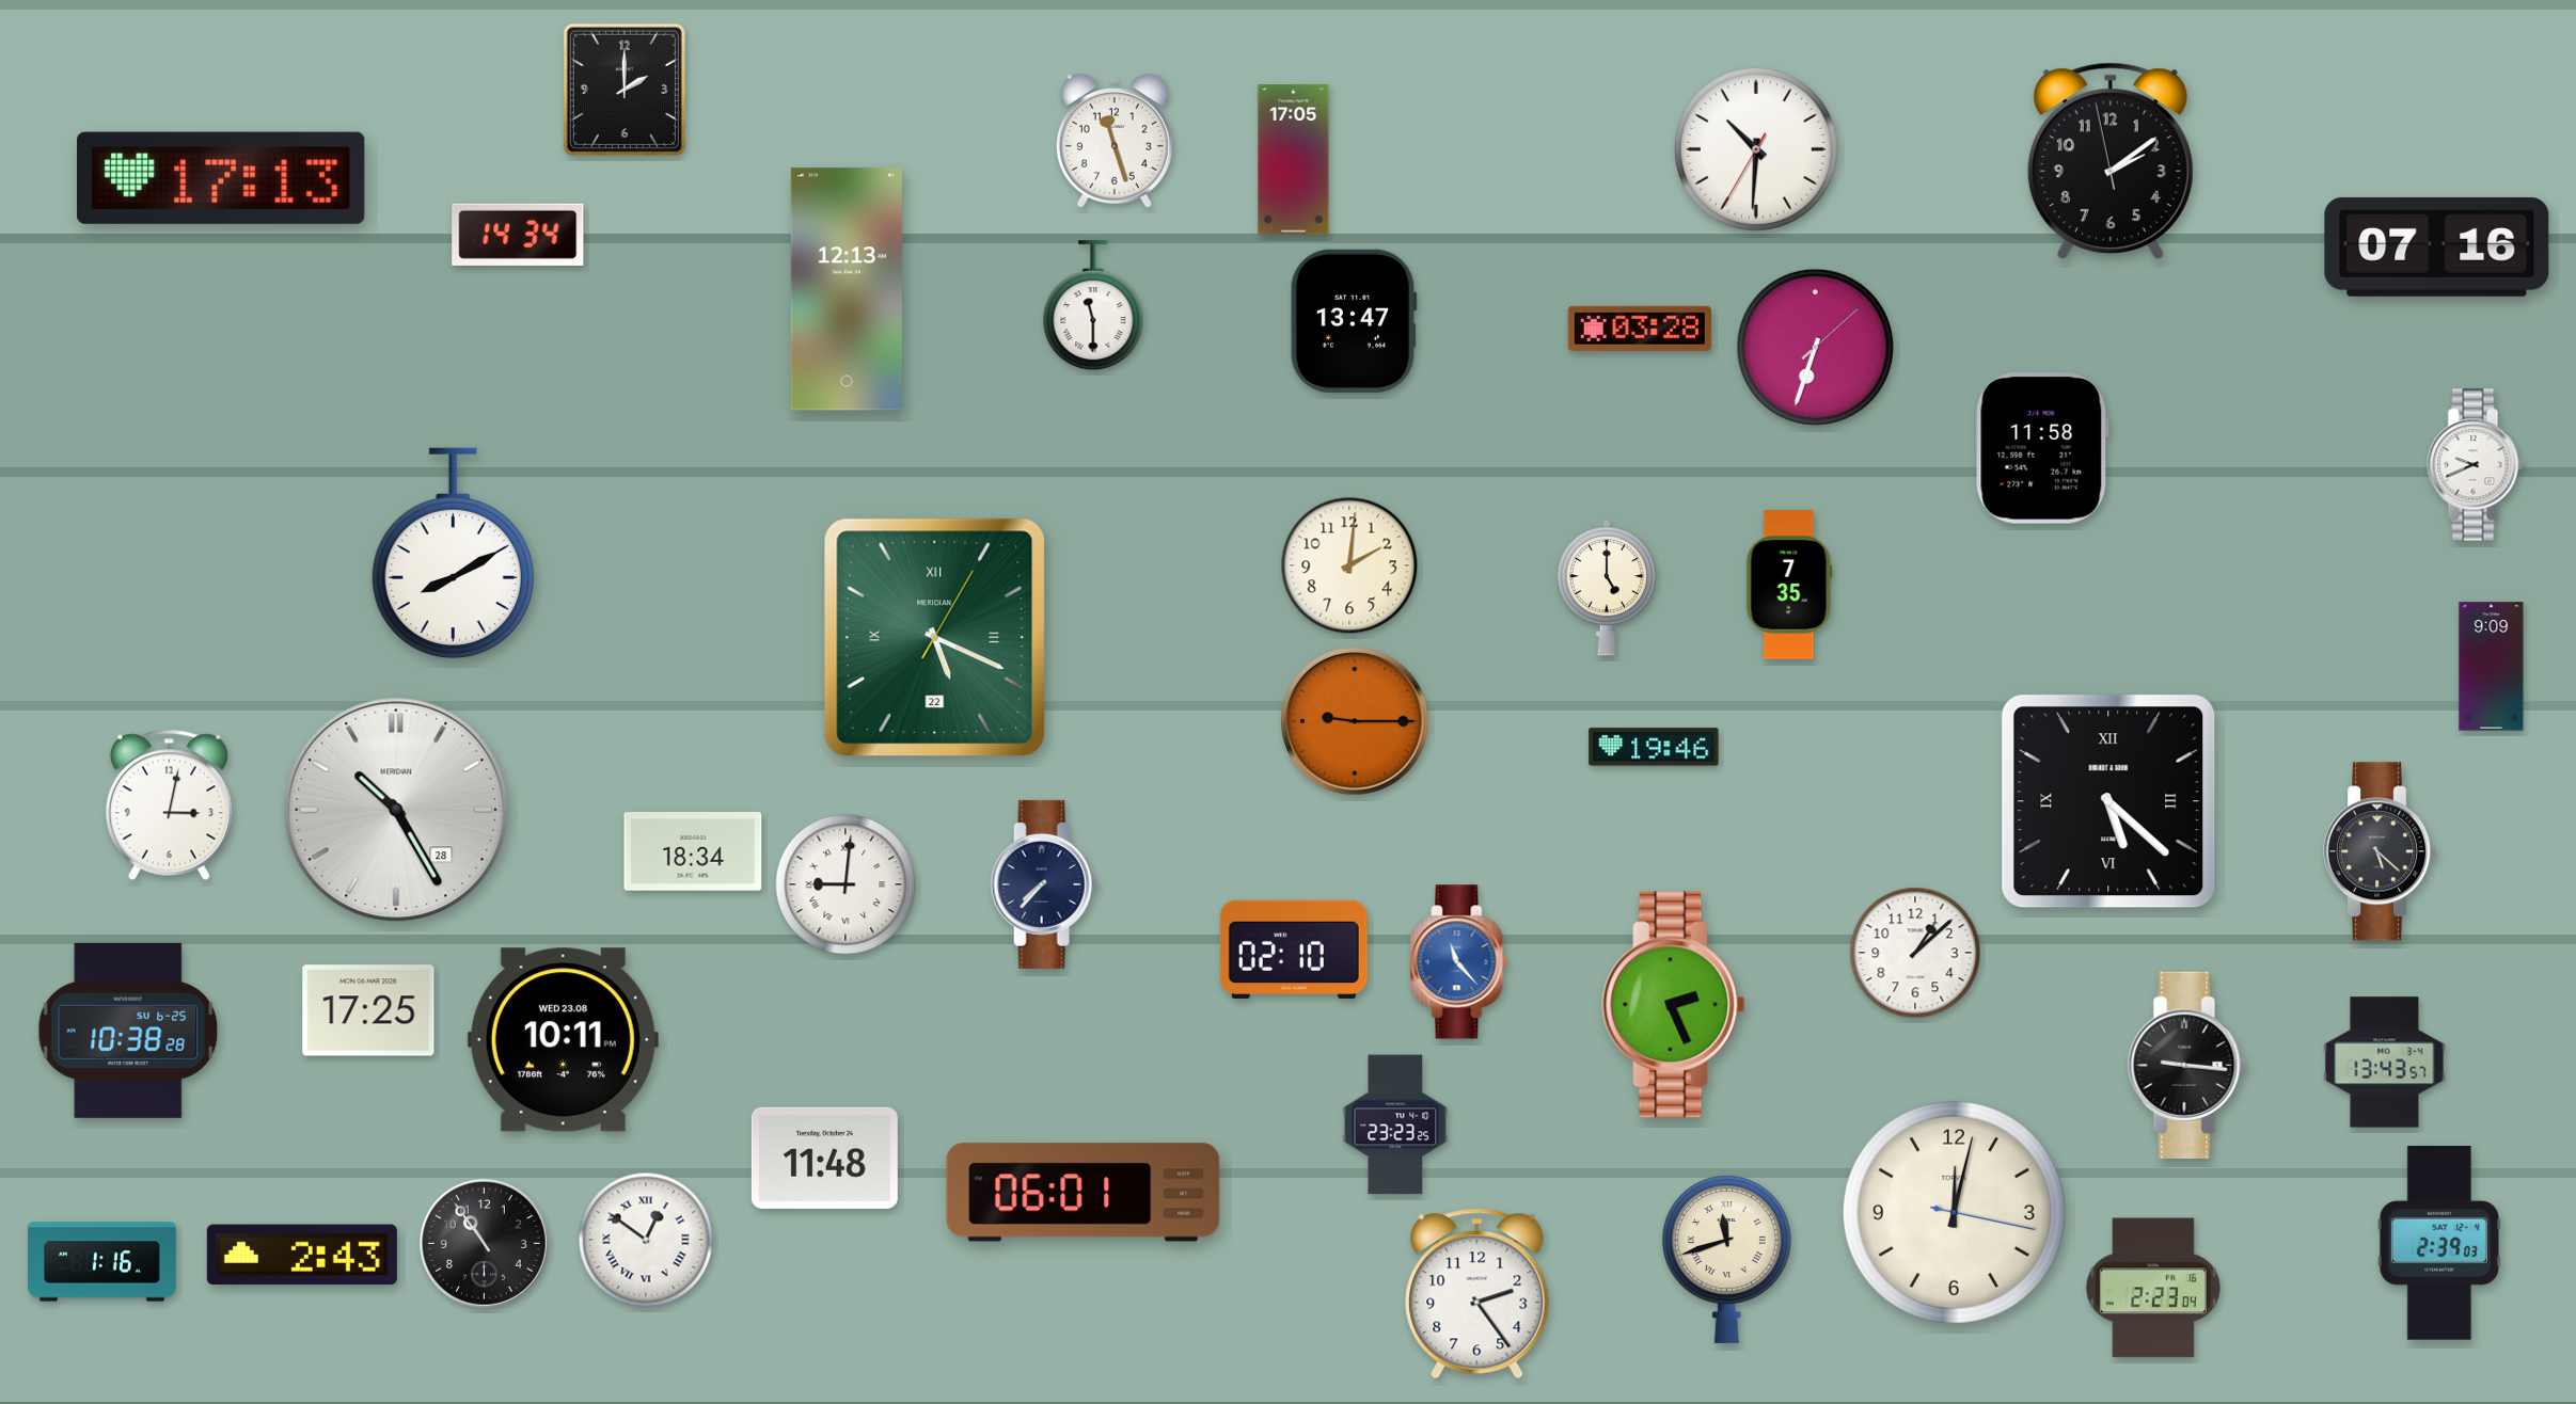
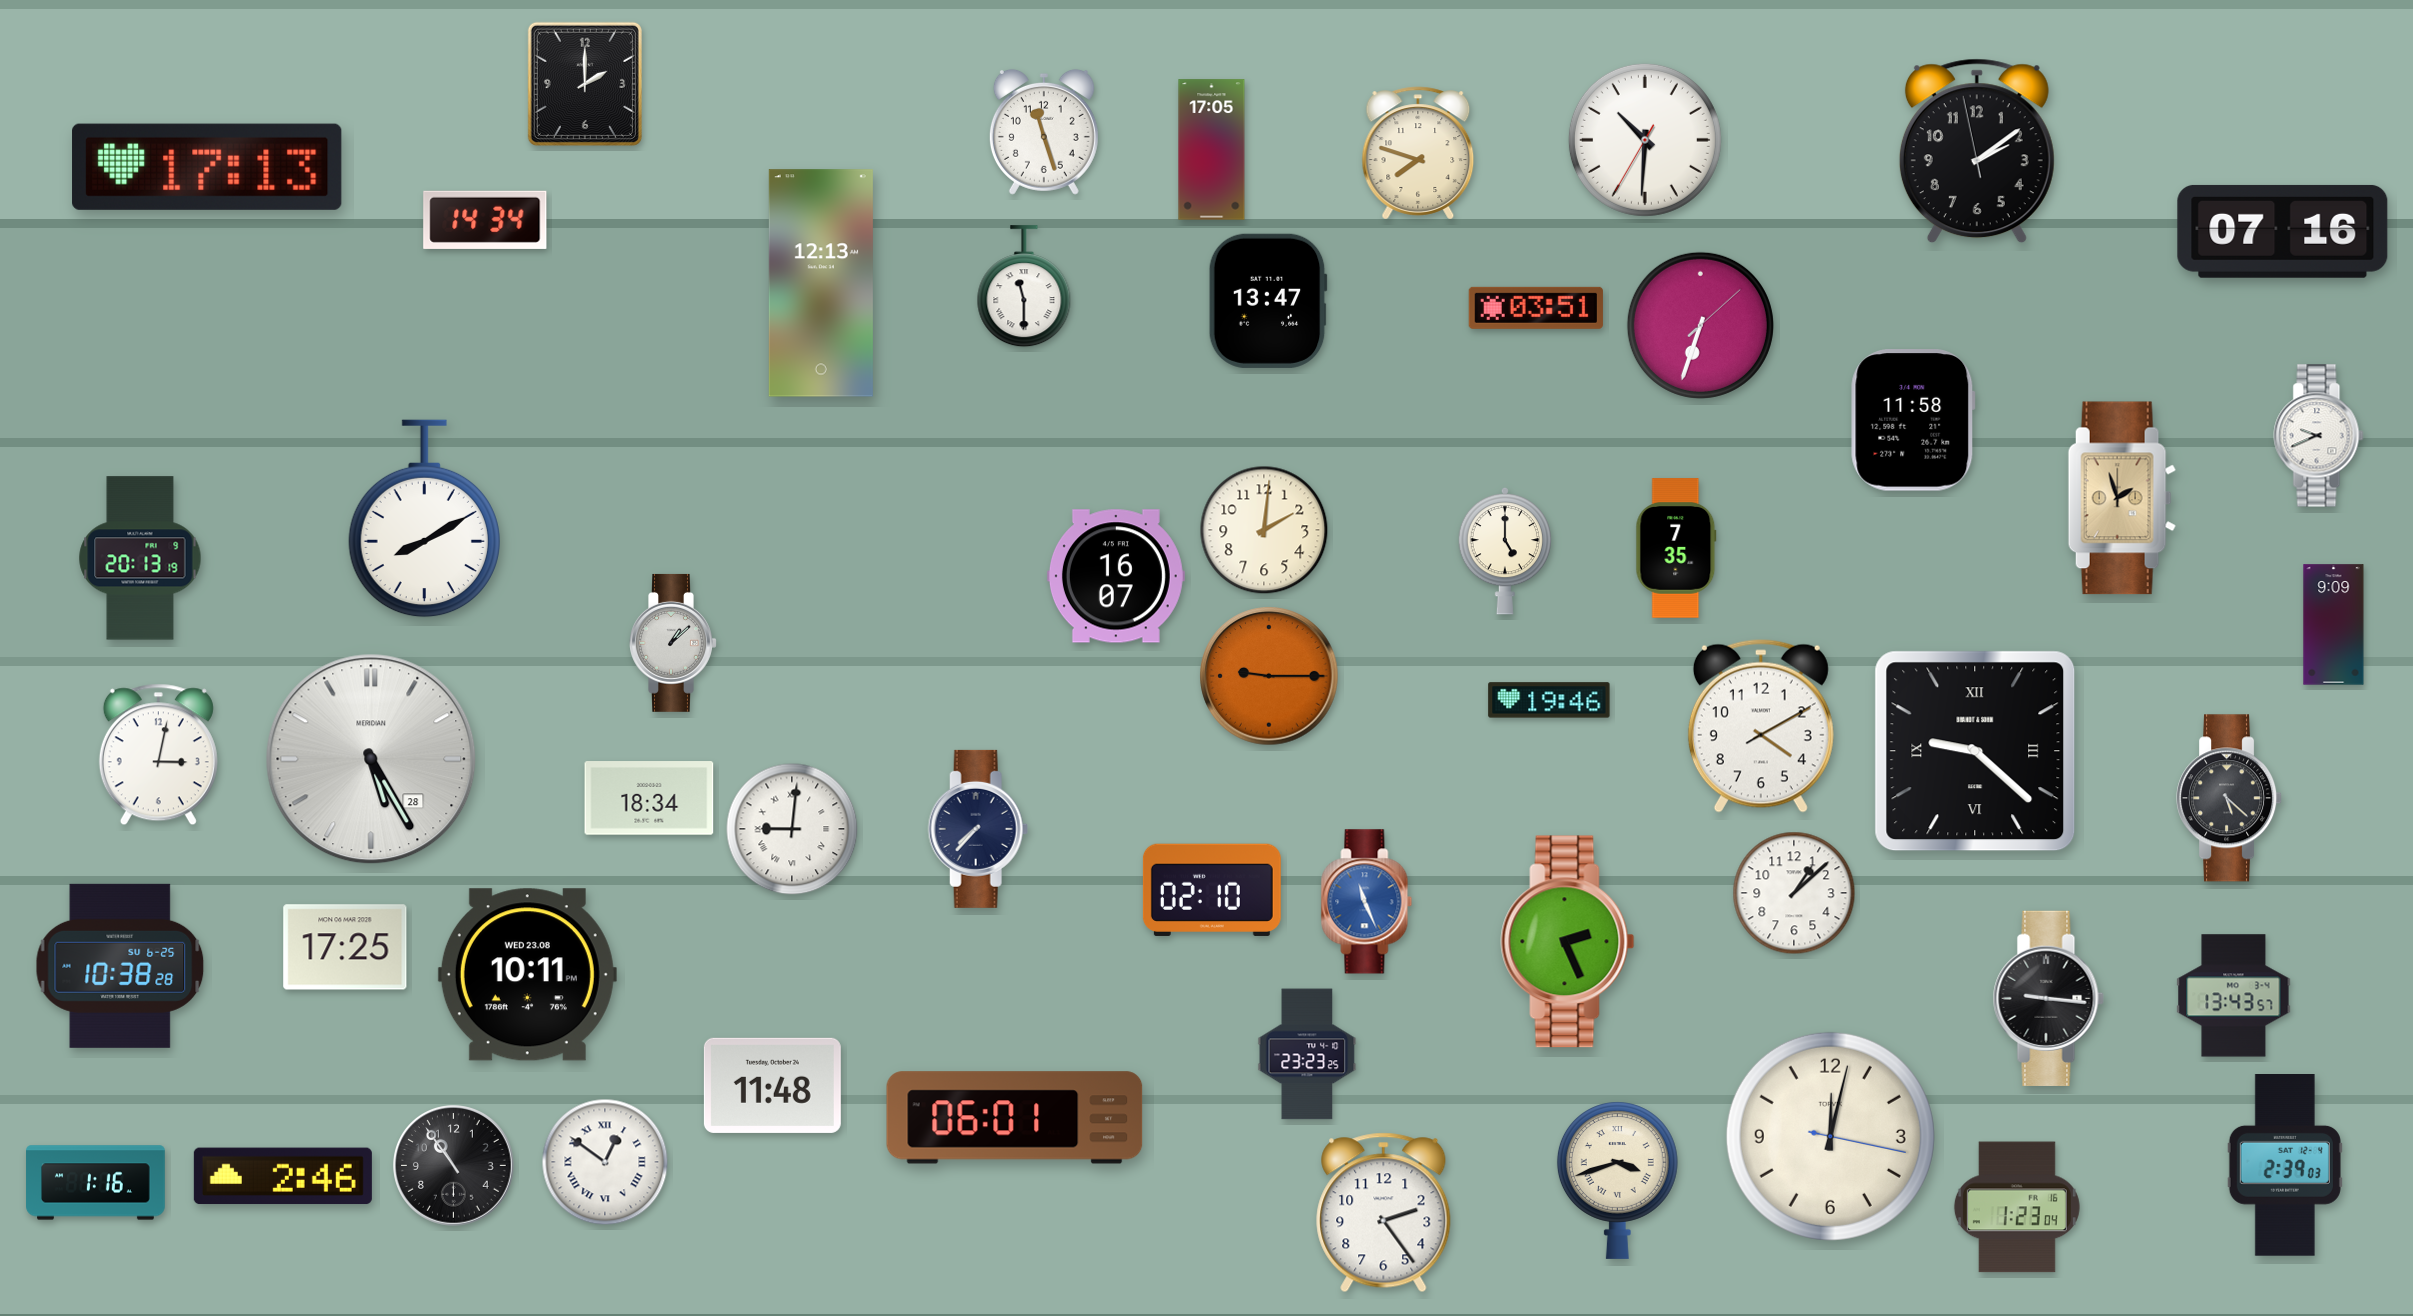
clock at (1418, 153): none -> 7:48
clock at (847, 289) position: (847, 289) -> (821, 283)
clock at (1640, 329): 03:28 -> 03:51
clock at (2122, 498): none -> 1:57
clock at (140, 558): none -> 20:13
clock at (1116, 576): none -> 16:07
clock at (935, 638): 5:19 -> none
clock at (673, 643): none -> 1:08
clock at (1761, 726): none -> 4:10
clock at (2108, 801): 5:22 -> 9:22
clock at (396, 810): 10:25 -> 5:25
clock at (1459, 962): 11:23 -> 11:26
clock at (302, 1255): 2:43 -> 2:46
clock at (1726, 1259): 11:42 -> 3:42
clock at (2153, 1288): 2:23 -> 1:23
